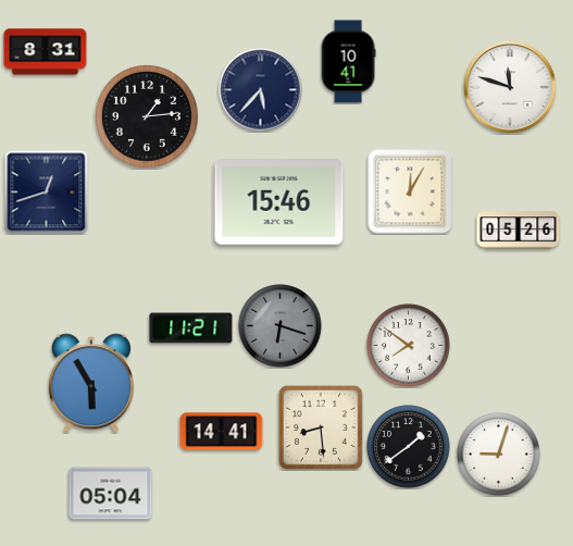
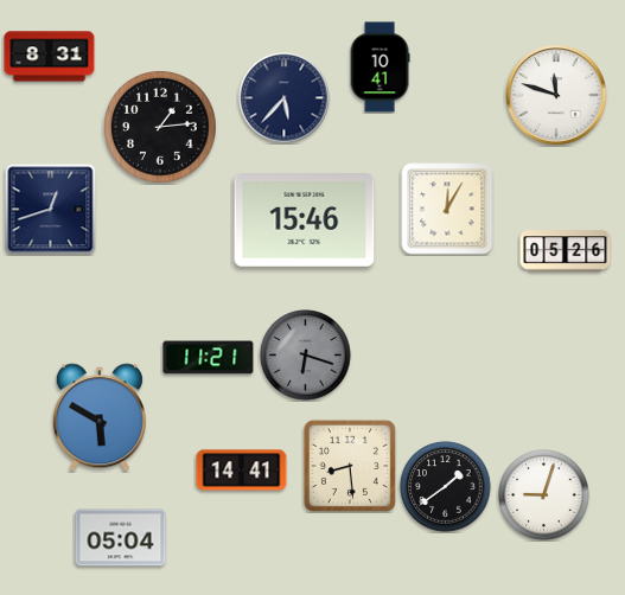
clock at (409, 346): 7:51 -> none
clock at (91, 383): 5:55 -> 5:50
